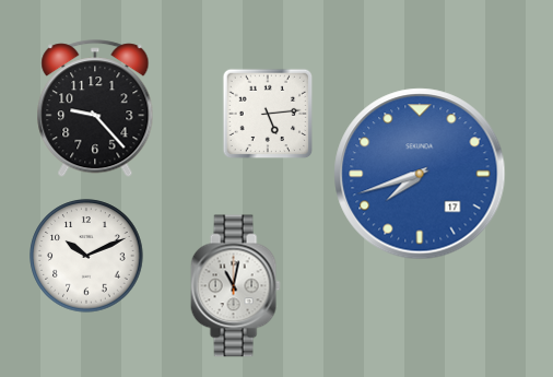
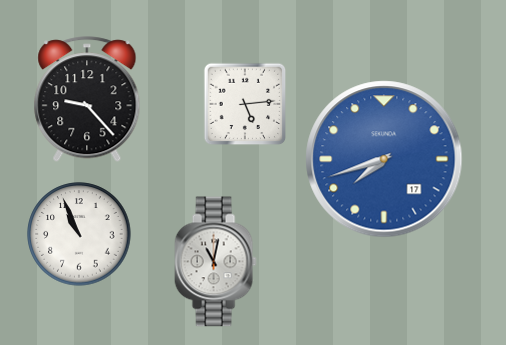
clock at (86, 256): 10:11 -> 10:56
